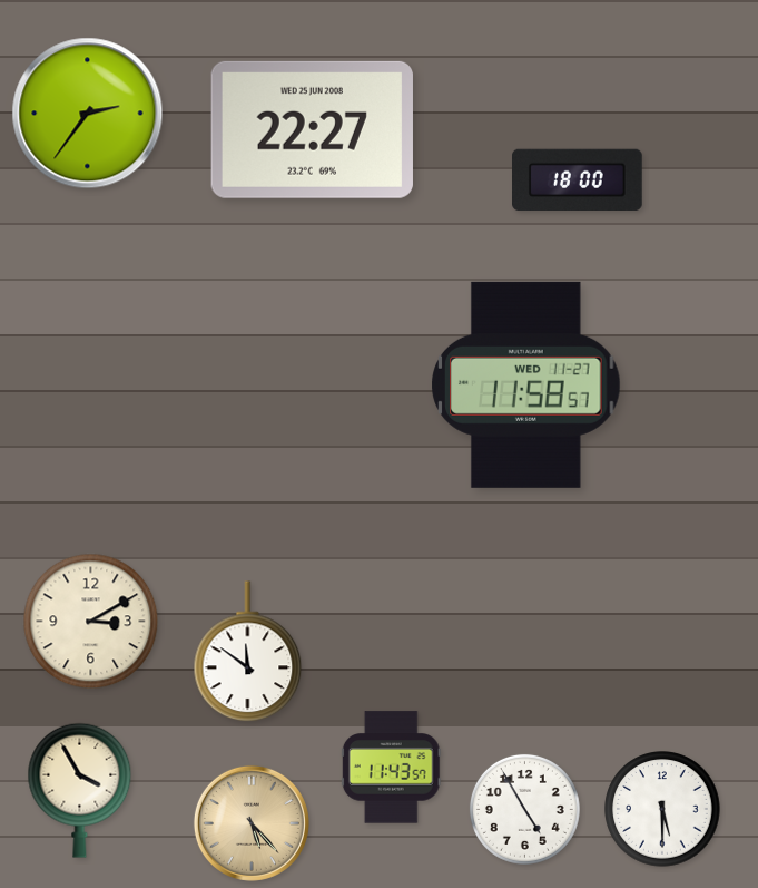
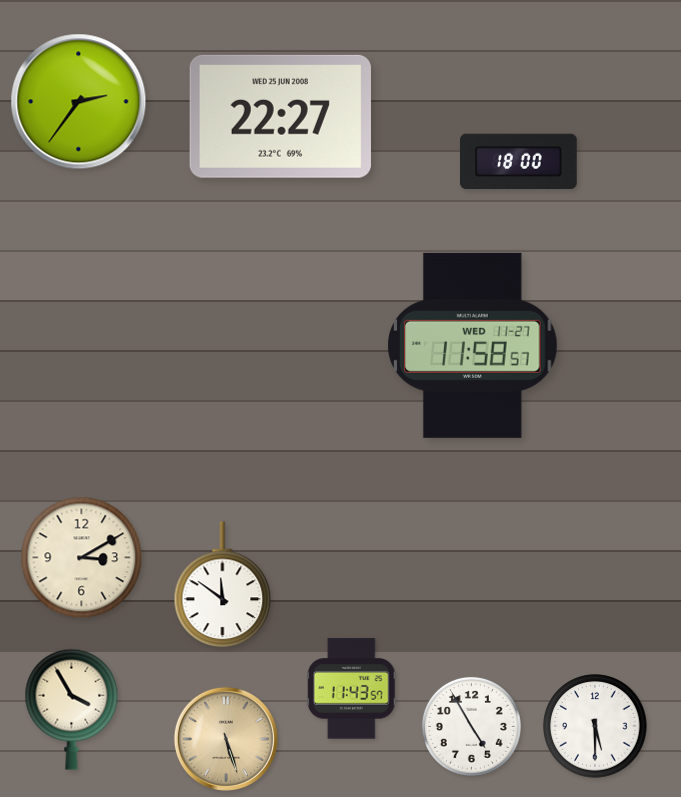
clock at (252, 823): 5:23 -> 5:27
